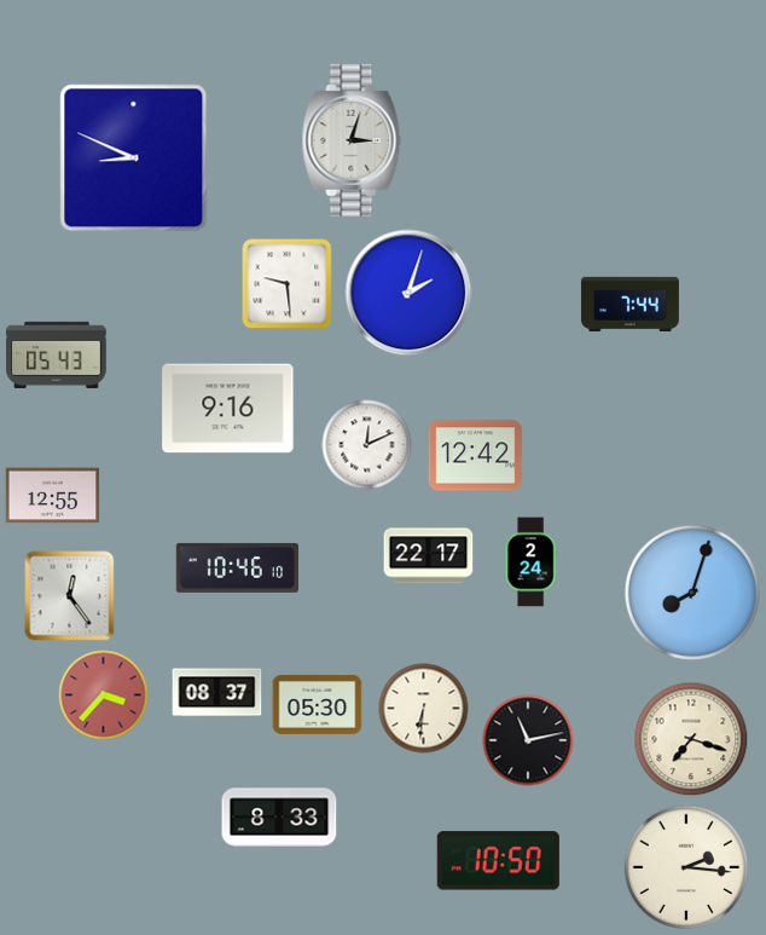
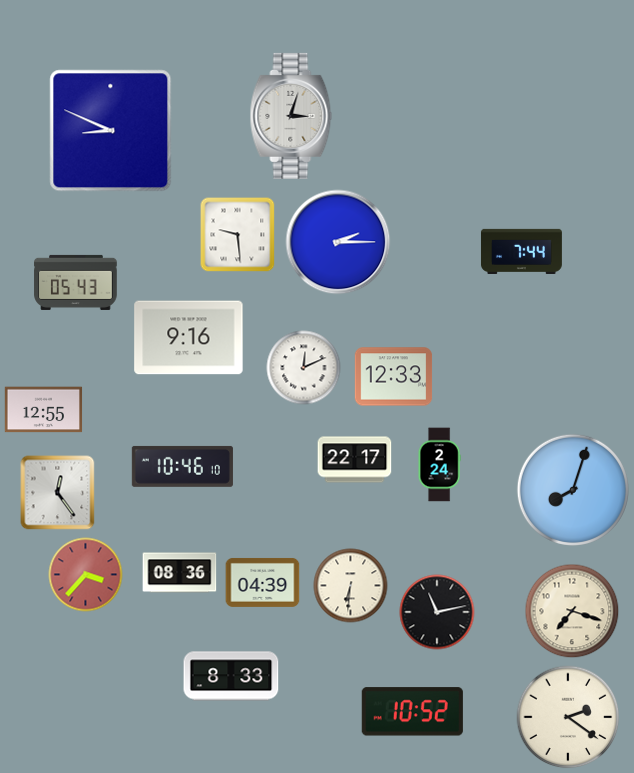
clock at (408, 293): 2:03 -> 2:15
clock at (57, 354) position: (57, 354) -> (76, 282)
clock at (476, 456): 12:42 -> 12:33
clock at (237, 567) position: (237, 567) -> (182, 466)
clock at (217, 693): 08:37 -> 08:36
clock at (318, 704): 05:30 -> 04:39
clock at (498, 861): 10:50 -> 10:52
clock at (686, 867): 2:16 -> 2:21
